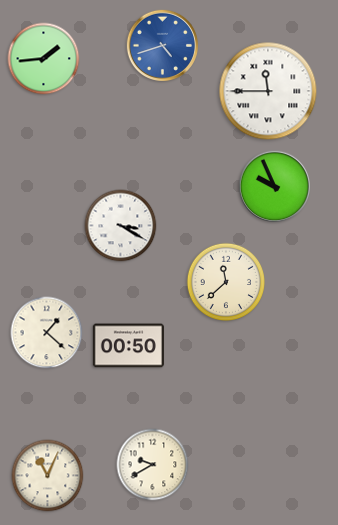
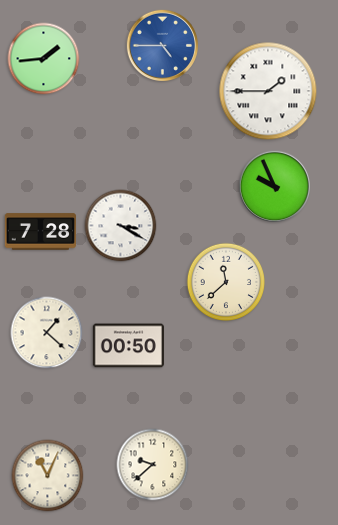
clock at (162, 45): 4:42 -> 4:45
clock at (268, 91): 11:45 -> 1:45
clock at (40, 232): none -> 7:28
clock at (153, 465): 9:40 -> 9:38
